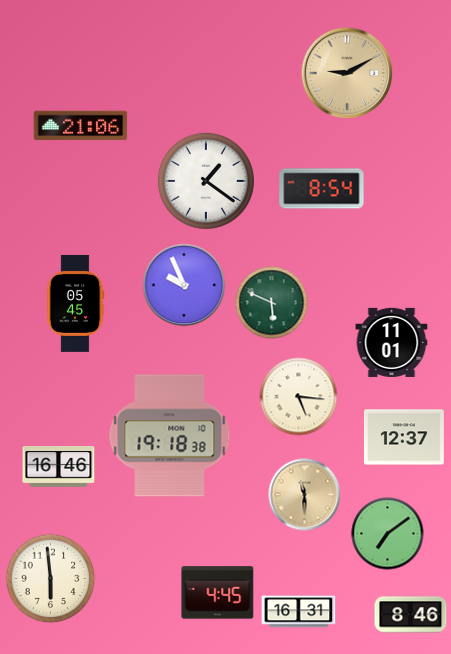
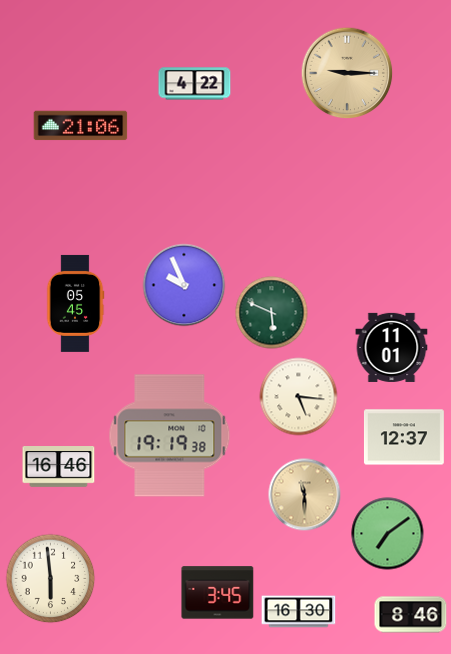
clock at (347, 73): 9:10 -> 9:15
clock at (195, 84): none -> 4:22
clock at (206, 181): 1:21 -> none
clock at (322, 189): 8:54 -> none
clock at (272, 303) position: (272, 303) -> (272, 313)
clock at (392, 342) position: (392, 342) -> (392, 347)
clock at (170, 436): 19:18 -> 19:19
clock at (218, 593): 4:45 -> 3:45
clock at (299, 612): 16:31 -> 16:30
